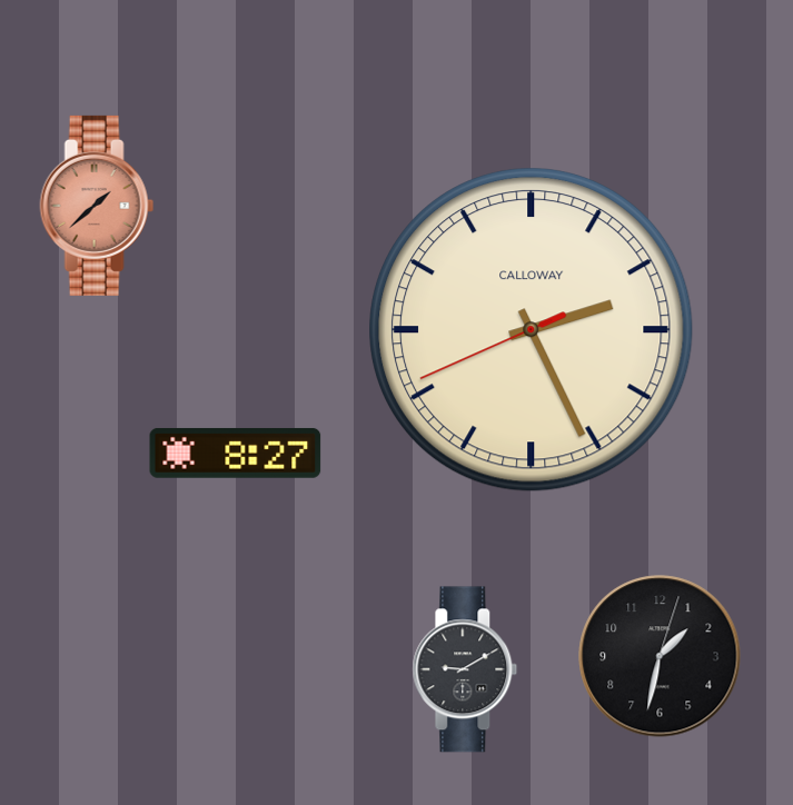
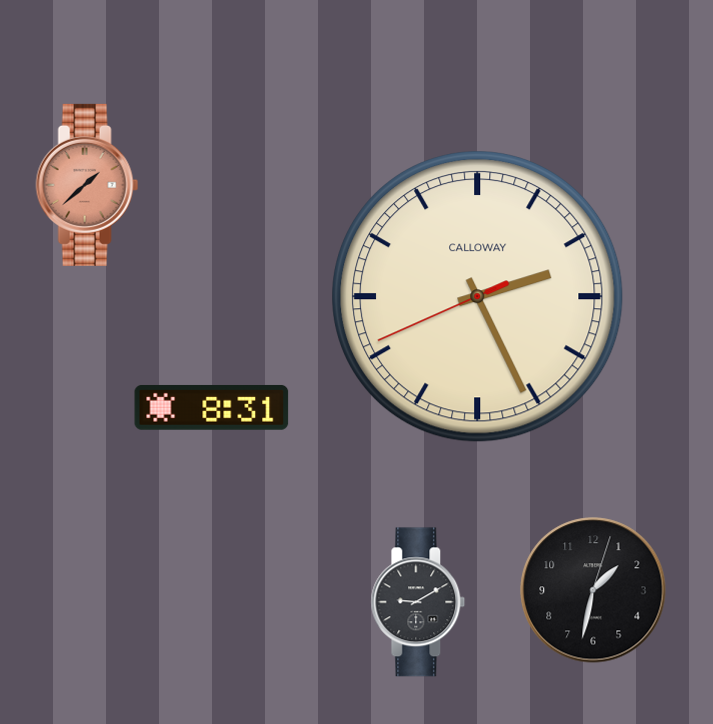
clock at (236, 453): 8:27 -> 8:31
